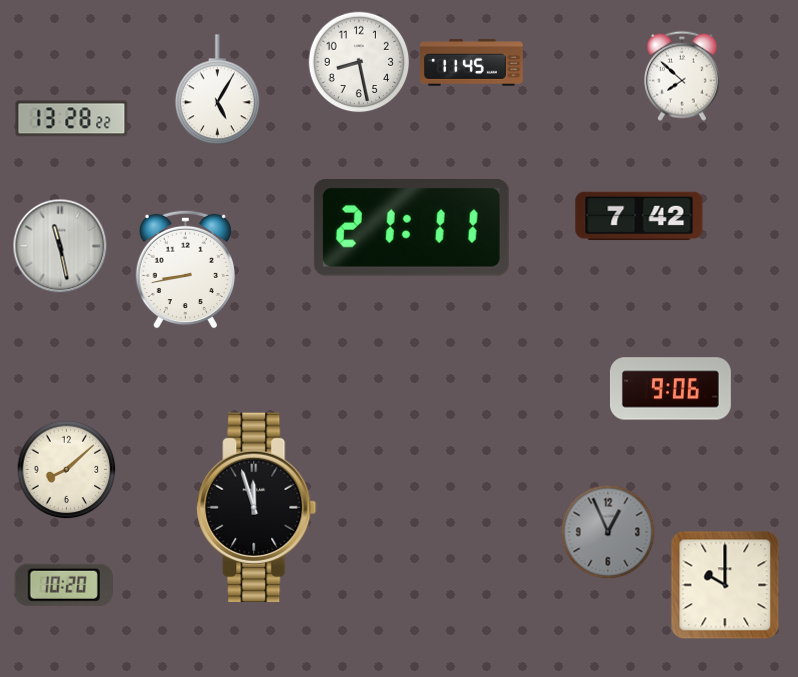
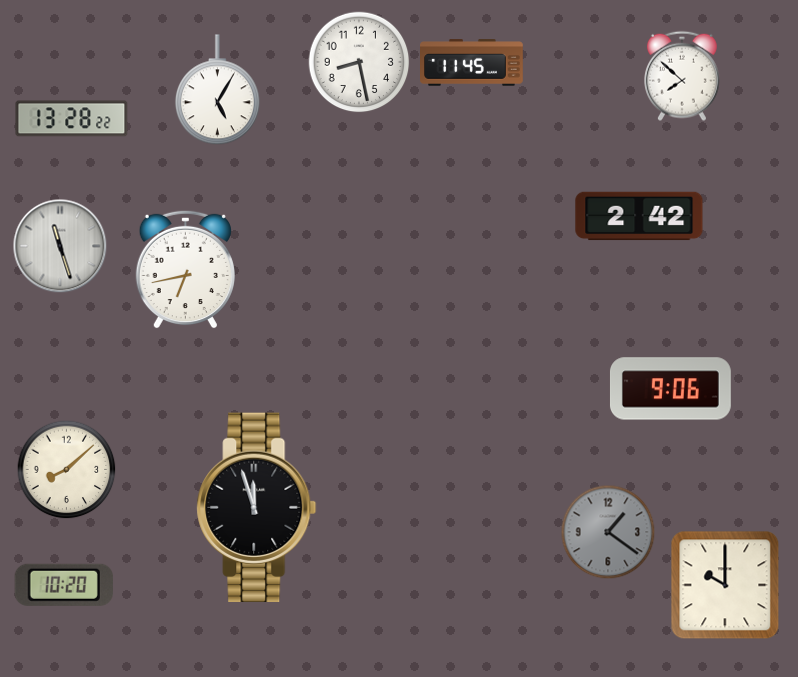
clock at (639, 216): 7:42 -> 2:42
clock at (411, 228): 21:11 -> none
clock at (60, 246): 11:28 -> 11:27
clock at (185, 269): 8:43 -> 6:43
clock at (608, 532): 12:56 -> 1:21
